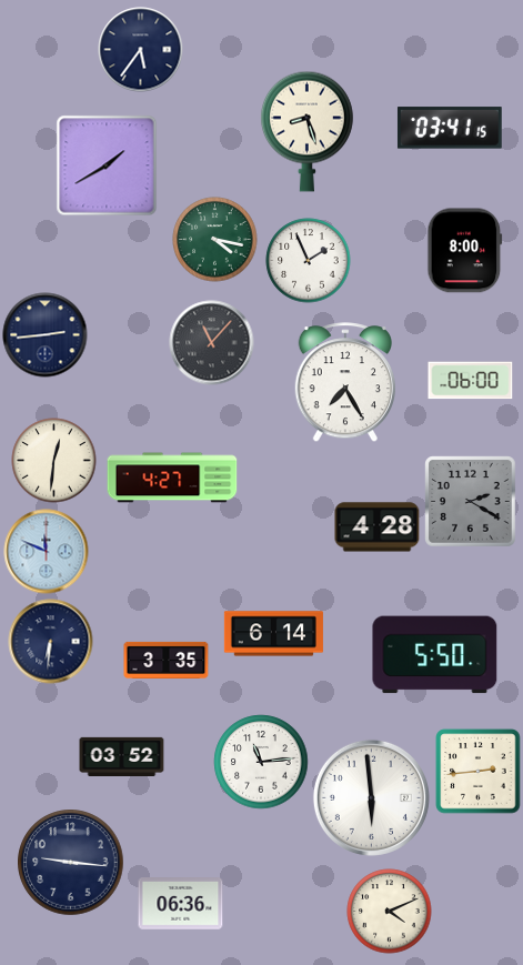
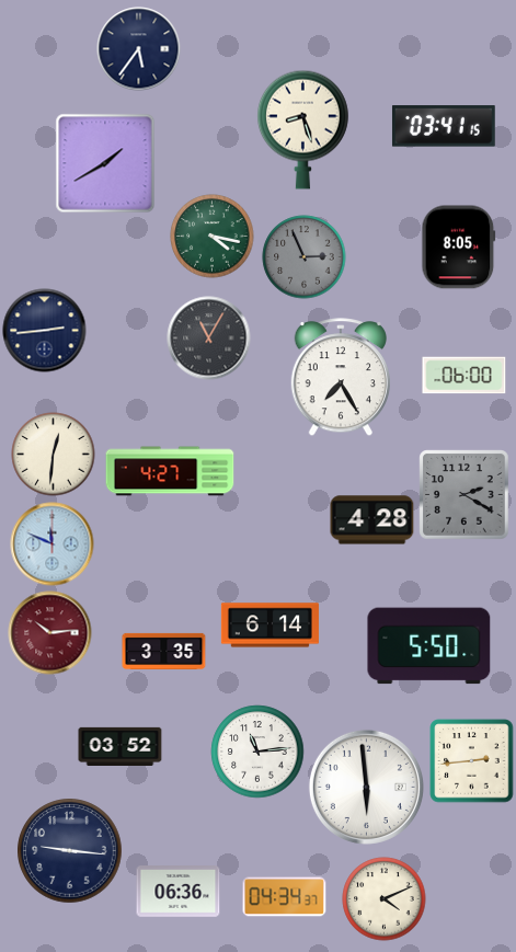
clock at (465, 251): 8:00 -> 8:05
clock at (309, 261): 1:56 -> 2:56
clock at (309, 261) dial: white -> grey
clock at (212, 343): 11:07 -> 11:05
clock at (47, 552) position: (47, 552) -> (53, 544)
clock at (51, 642): 6:31 -> 10:14
clock at (51, 642) dial: navy -> burgundy
clock at (285, 897): none -> 04:34
